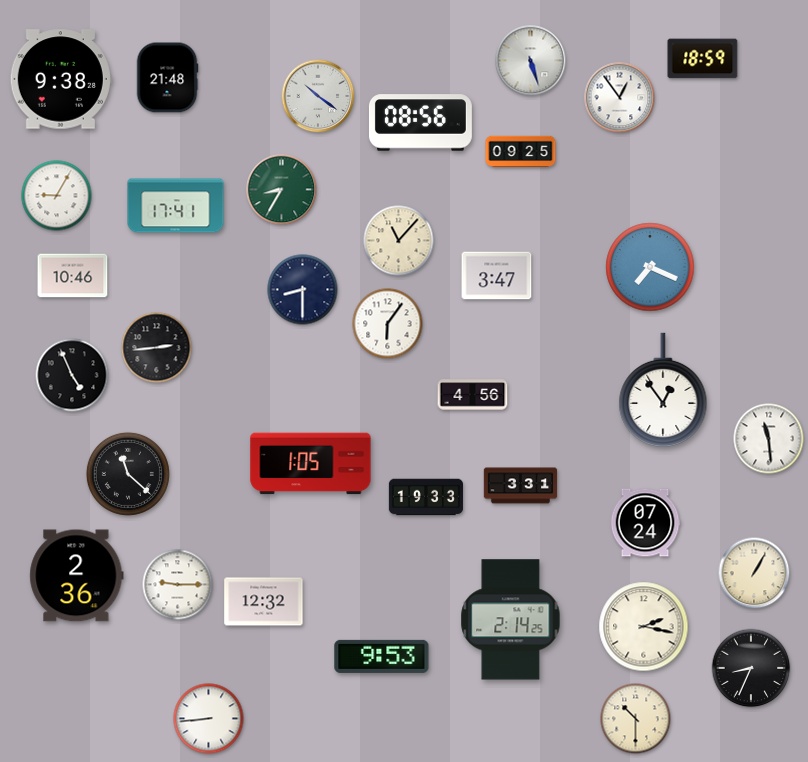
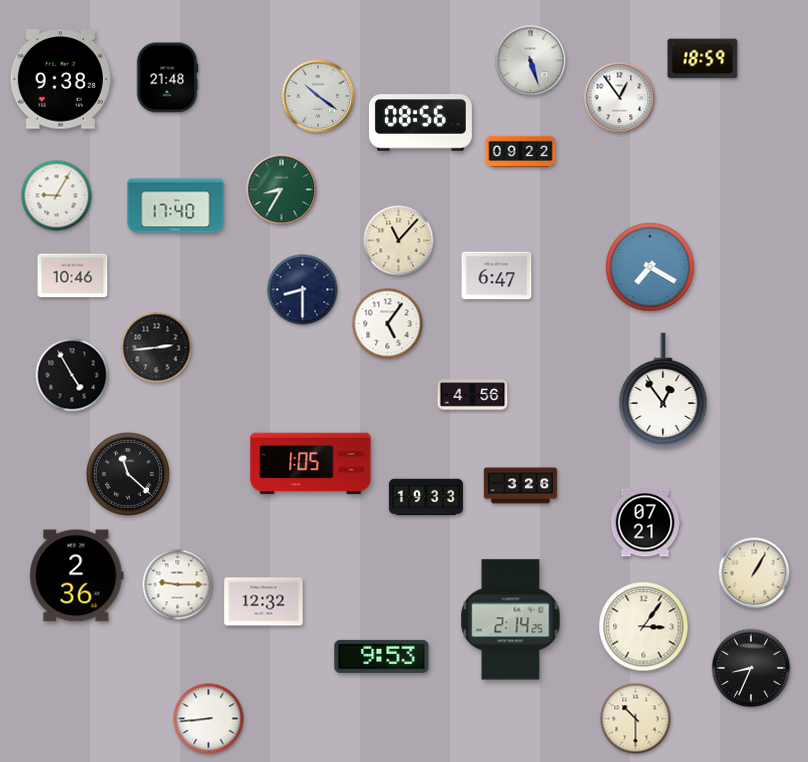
clock at (521, 152): 09:25 -> 09:22
clock at (176, 206): 17:41 -> 17:40
clock at (650, 267): 7:19 -> 7:20
clock at (497, 276): 3:47 -> 6:47
clock at (388, 324): 6:06 -> 5:06
clock at (72, 375): 4:56 -> 4:55
clock at (769, 439): 11:29 -> none
clock at (521, 486): 3:31 -> 3:26
clock at (645, 523): 07:24 -> 07:21
clock at (644, 627): 2:17 -> 3:06
